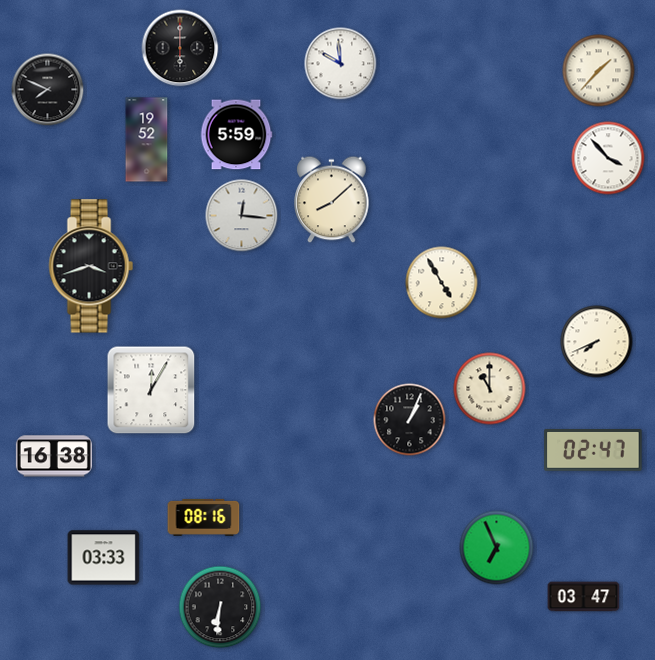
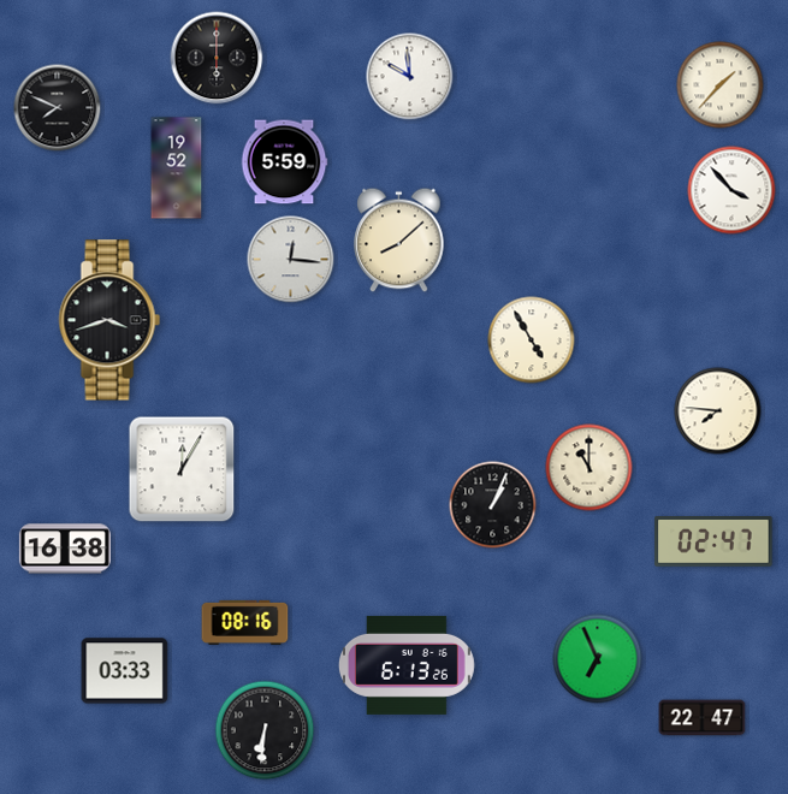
clock at (597, 342): 7:41 -> 7:46
clock at (407, 665): none -> 6:13
clock at (584, 597): 03:47 -> 22:47
